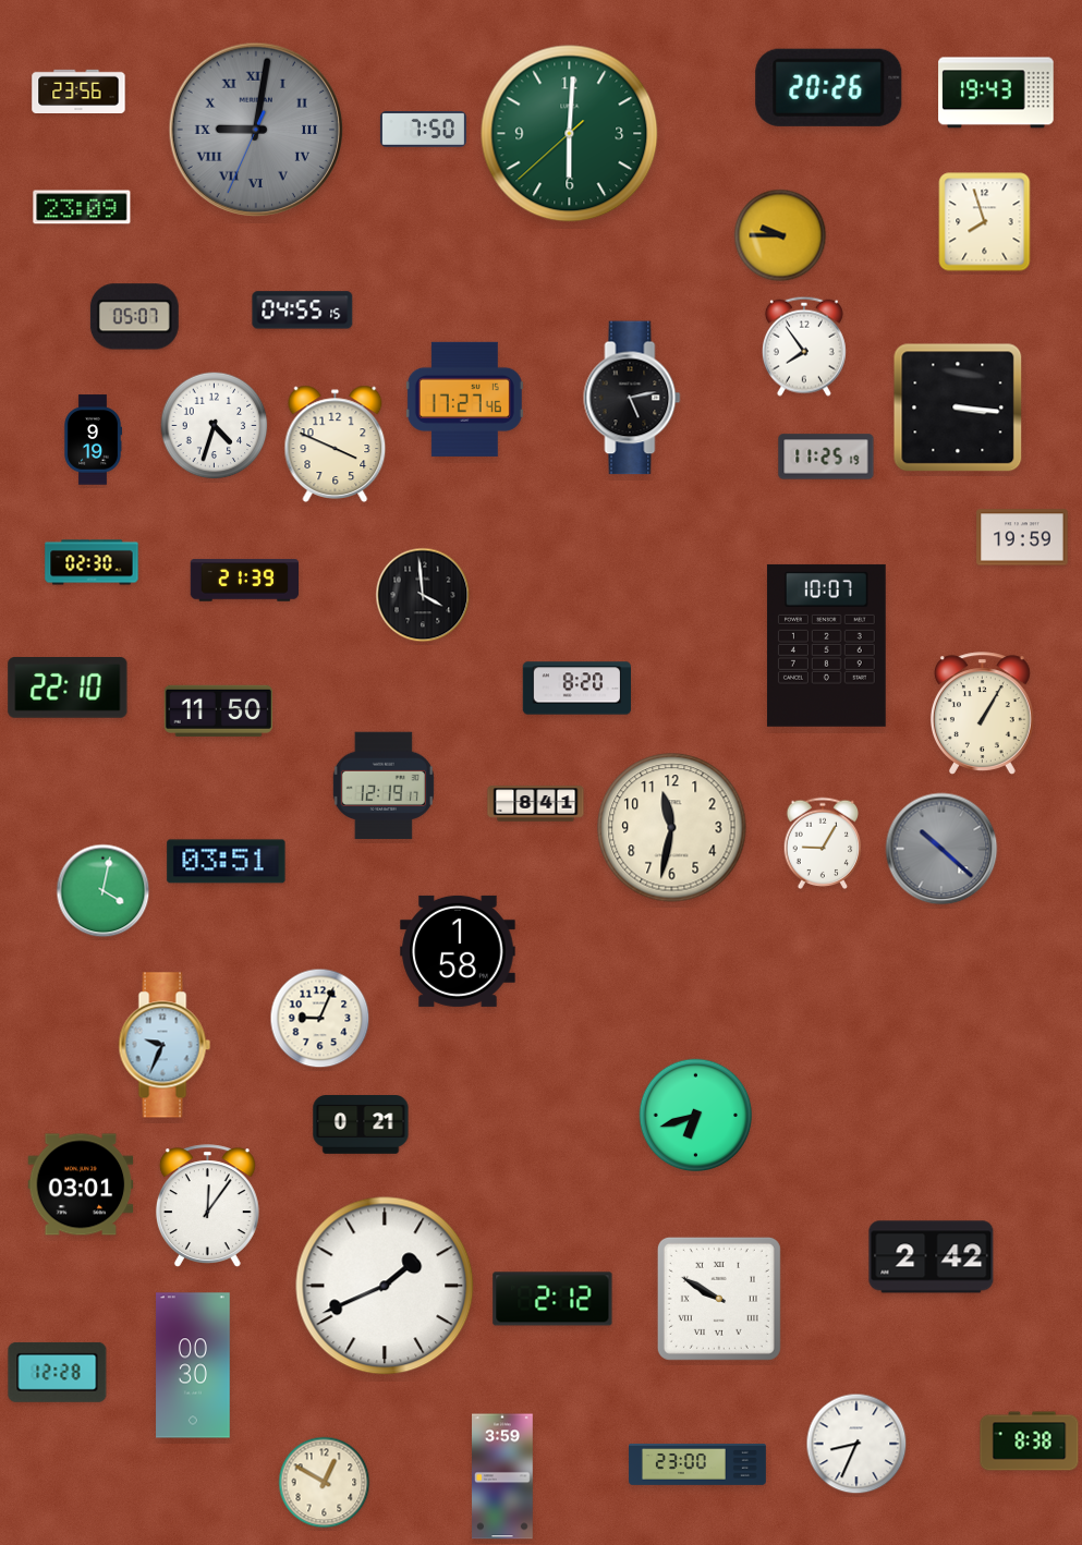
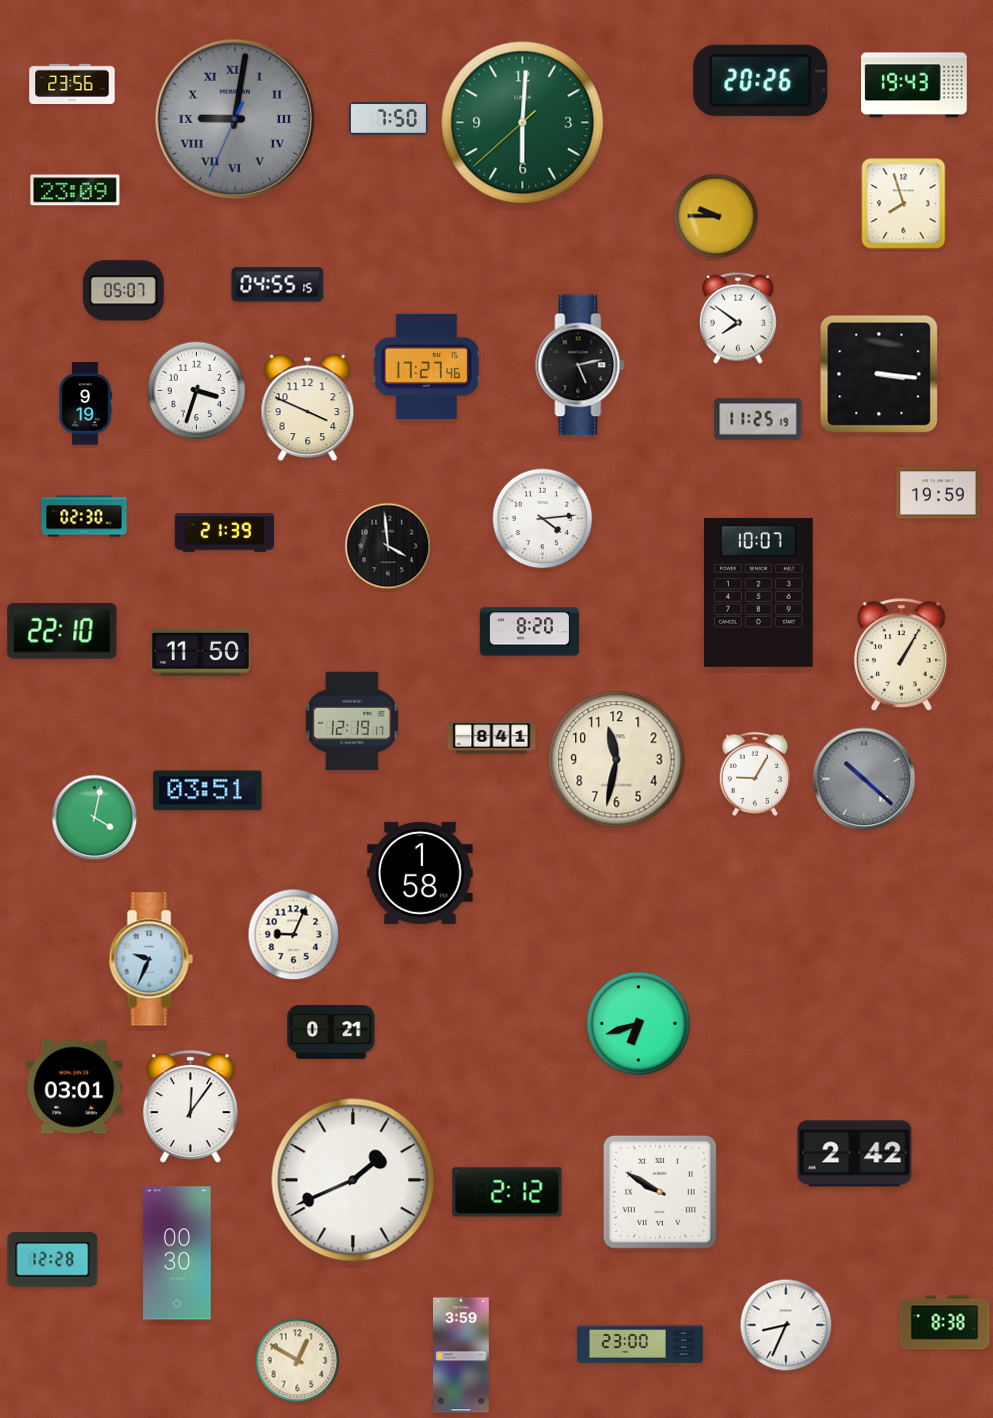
clock at (804, 346): 7:54 -> 7:51
clock at (215, 426): 4:33 -> 3:33
clock at (543, 519): none -> 4:14
